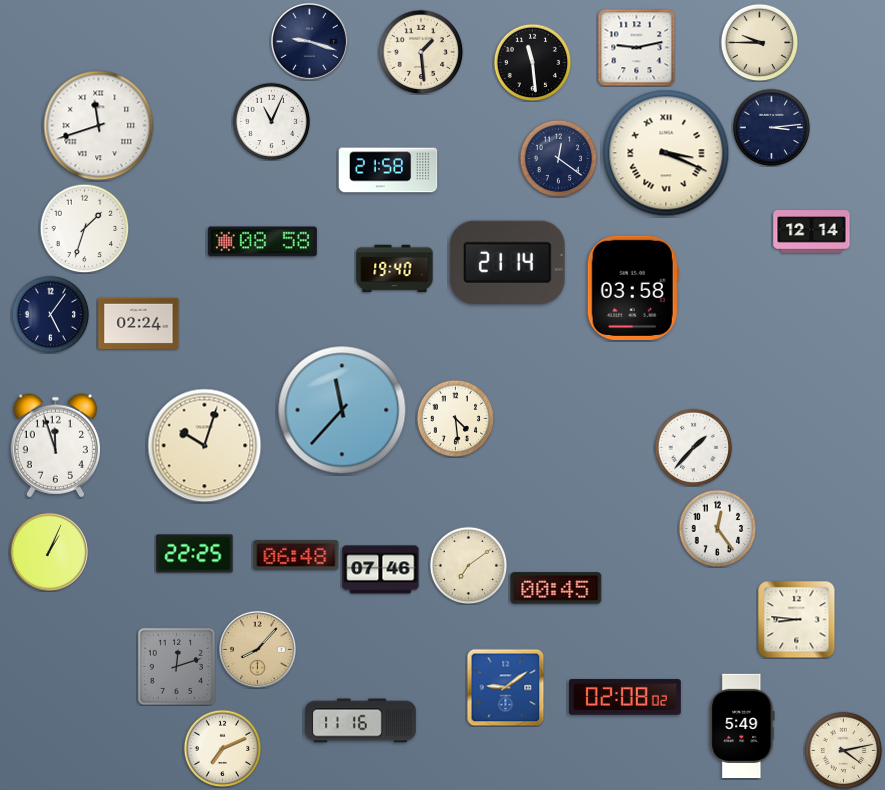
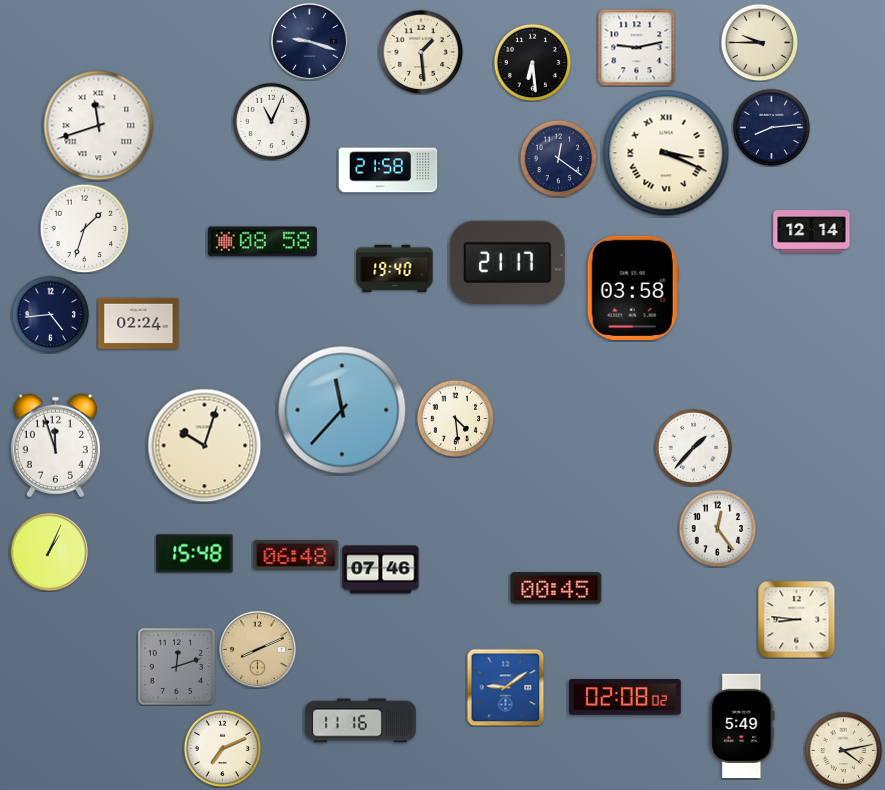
clock at (532, 62): 11:29 -> 6:29
clock at (771, 127): 3:14 -> 8:14
clock at (507, 262): 21:14 -> 21:17
clock at (50, 314): 5:06 -> 4:44
clock at (195, 554): 22:25 -> 15:48
clock at (468, 565): 7:09 -> none
clock at (257, 649): 8:07 -> 8:11
